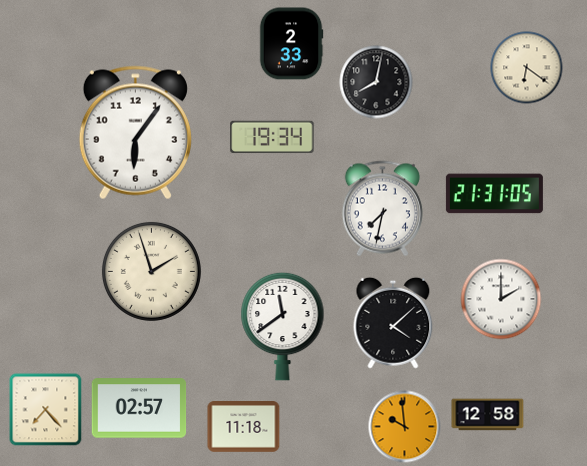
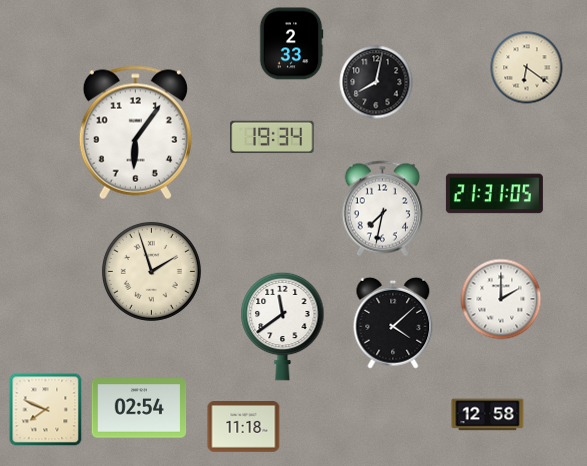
clock at (139, 408): 02:57 -> 02:54
clock at (46, 410): 7:23 -> 7:49
clock at (405, 427): 9:59 -> none
